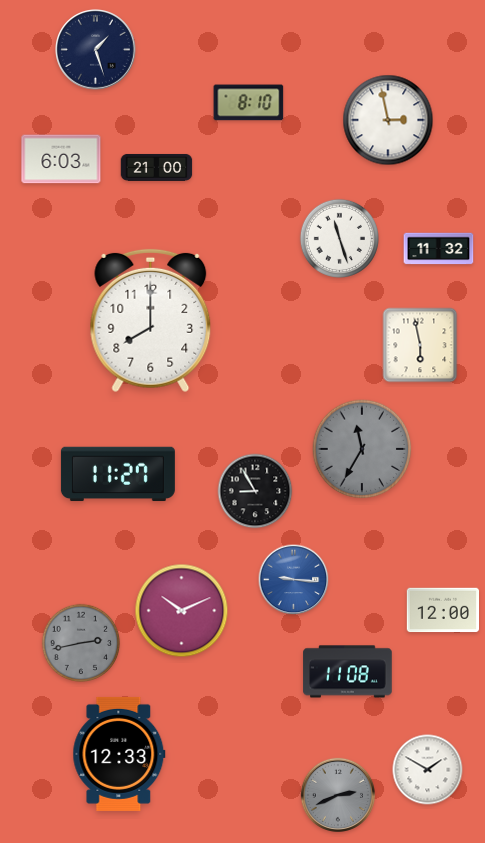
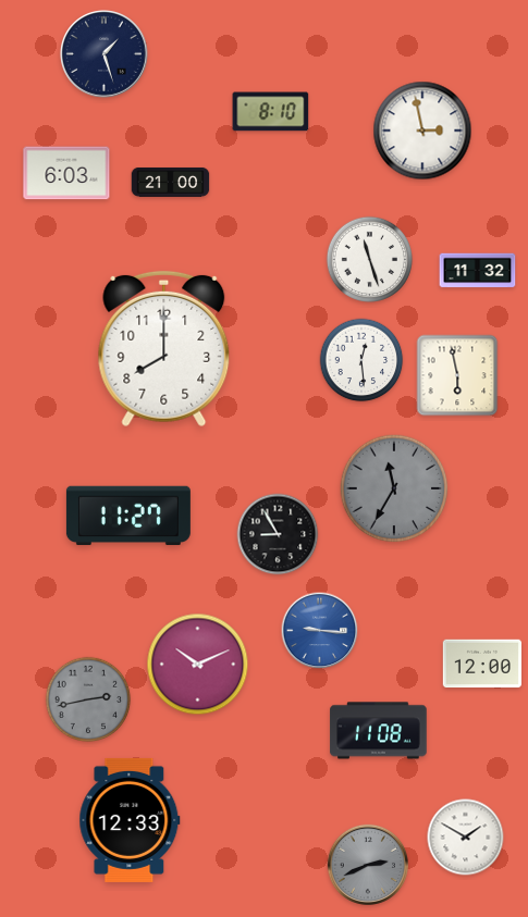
clock at (361, 360): none -> 12:29
